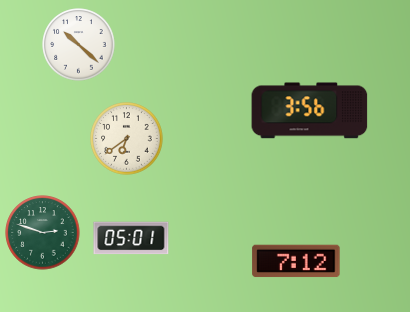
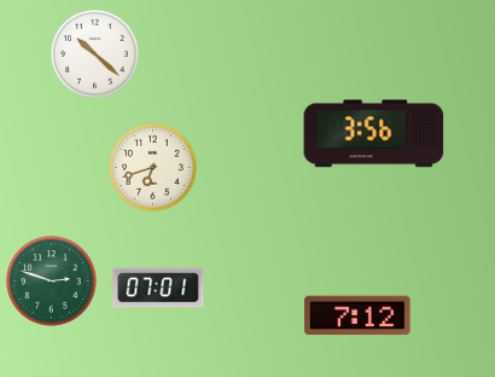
clock at (127, 139): 6:39 -> 6:42
clock at (131, 238): 05:01 -> 07:01
